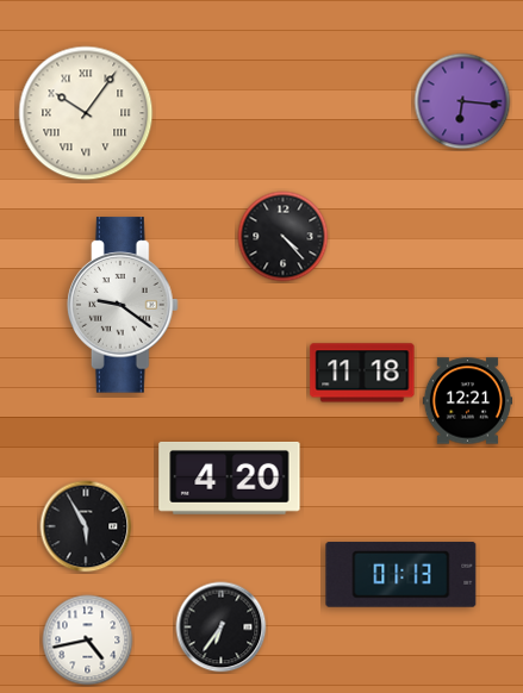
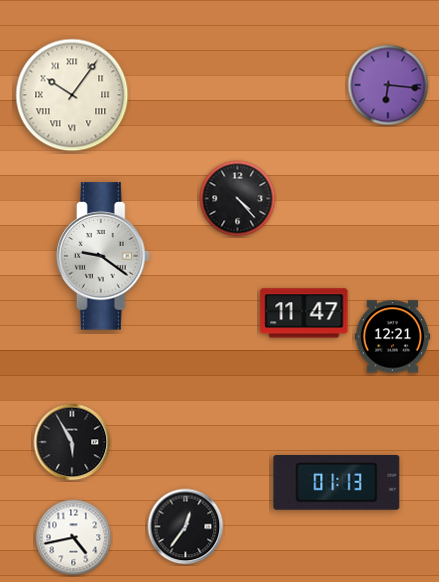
clock at (362, 373): 11:18 -> 11:47
clock at (230, 477): 4:20 -> none
clock at (222, 628): 6:36 -> 12:36
